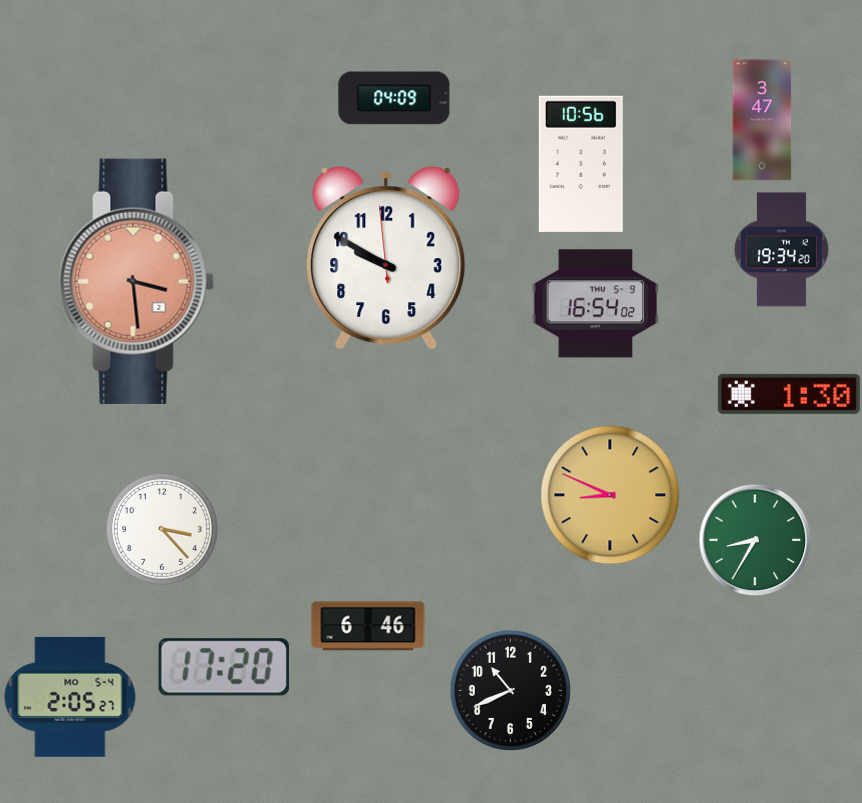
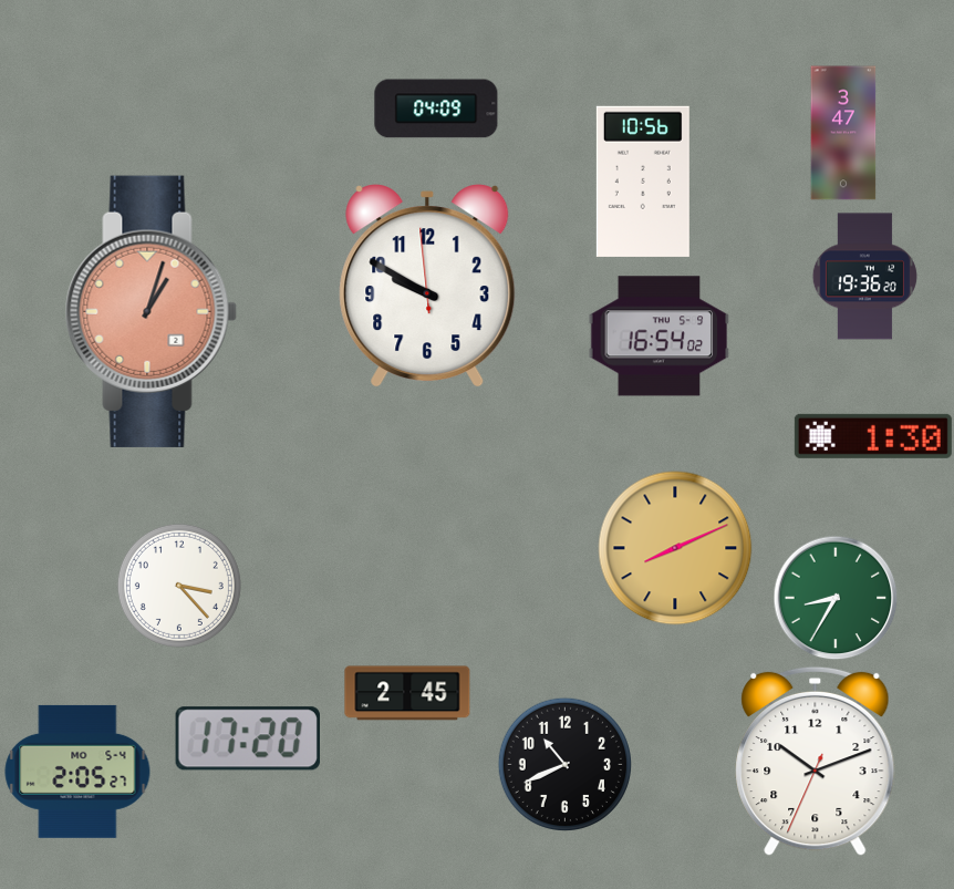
clock at (781, 250): 19:34 -> 19:36
clock at (136, 281): 3:29 -> 1:03
clock at (610, 495): 8:49 -> 8:11
clock at (368, 626): 6:46 -> 2:45
clock at (816, 762): none -> 10:11
